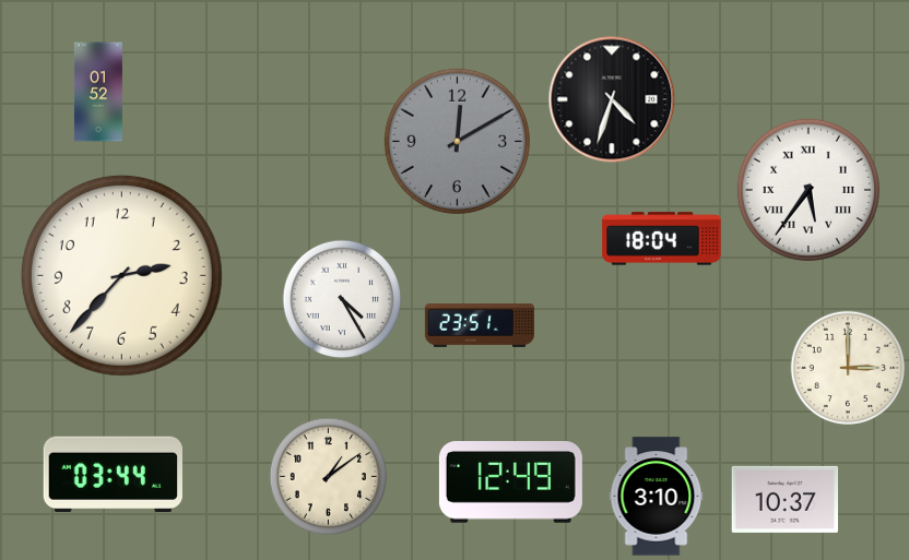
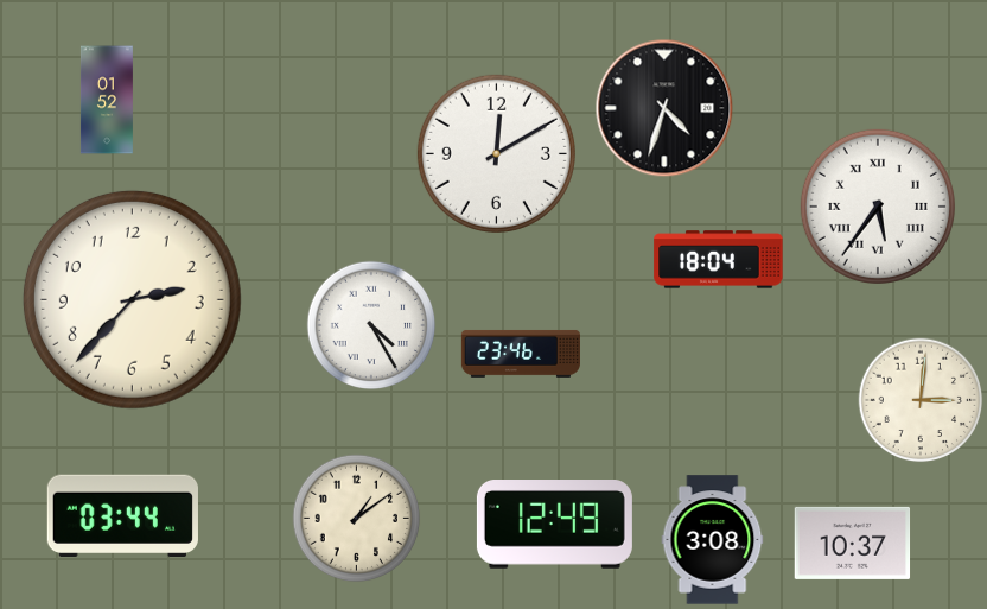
clock at (457, 141) dial: grey -> white
clock at (480, 325): 23:51 -> 23:46
clock at (848, 368): 3:00 -> 3:01
clock at (657, 497): 3:10 -> 3:08
